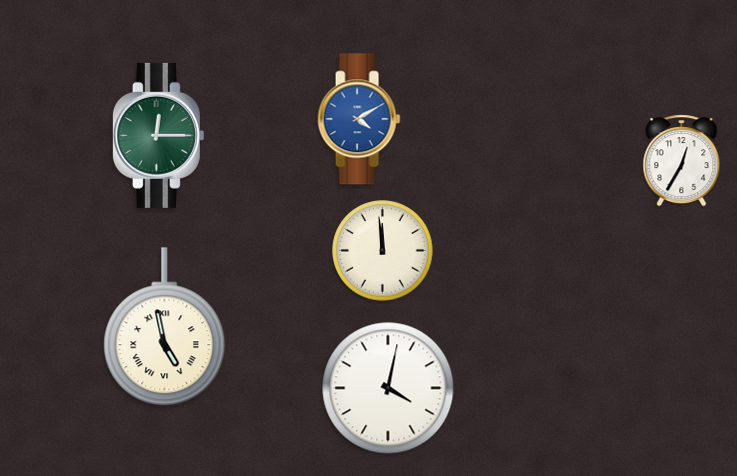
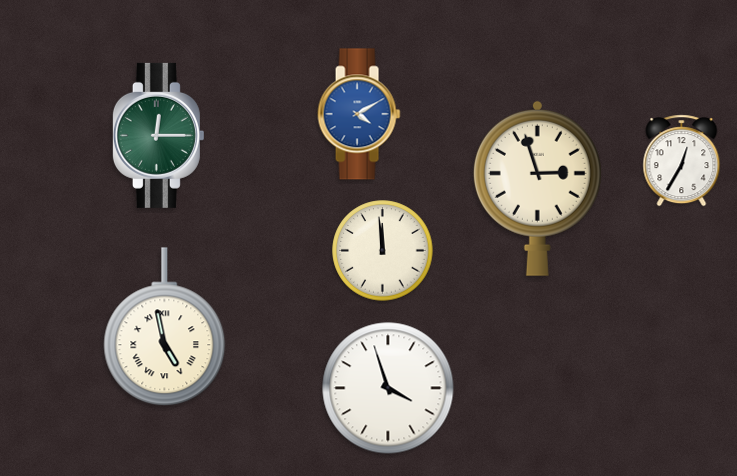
clock at (359, 119) position: (359, 119) -> (359, 114)
clock at (537, 188): none -> 2:57
clock at (388, 388): 4:02 -> 3:57
